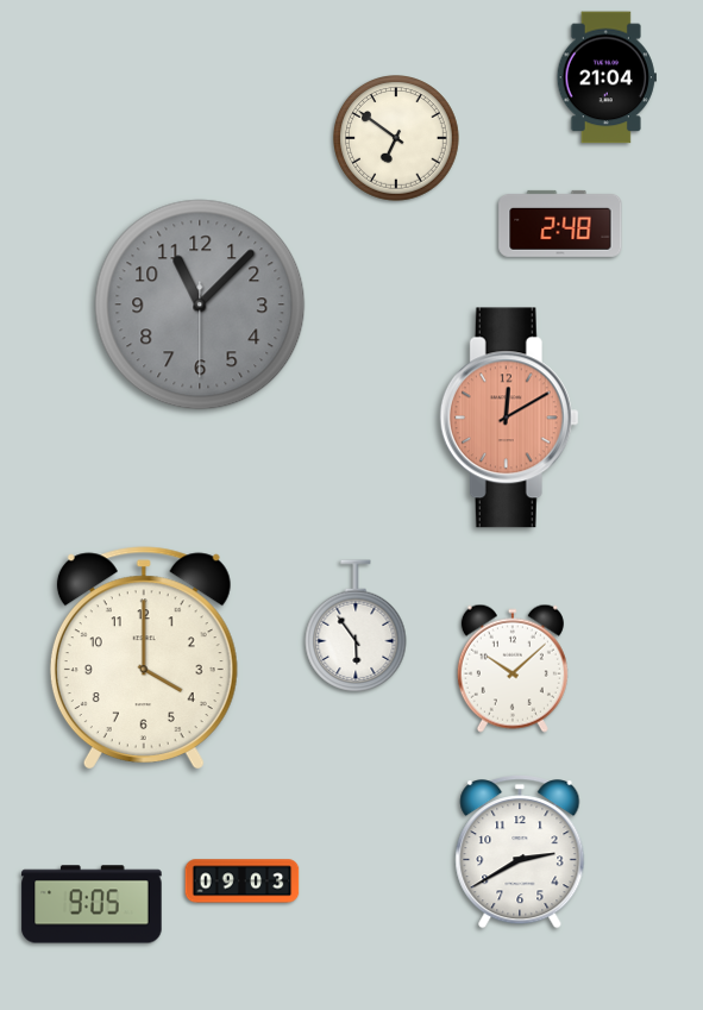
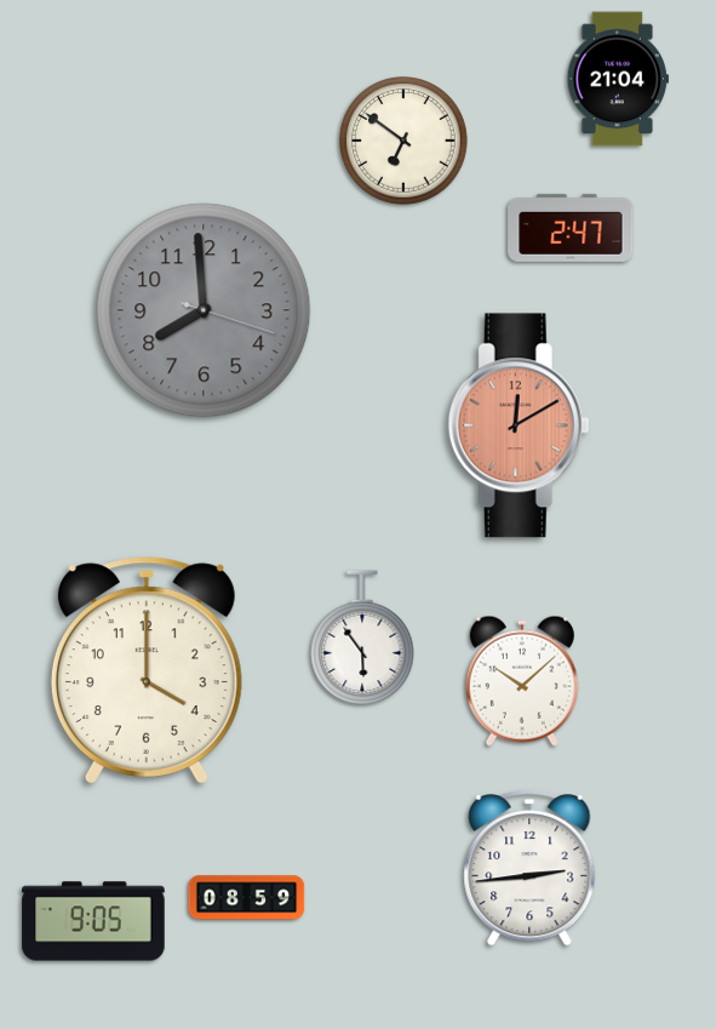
clock at (560, 224): 2:48 -> 2:47
clock at (200, 305): 11:07 -> 7:59
clock at (520, 852): 2:40 -> 2:44
clock at (243, 882): 09:03 -> 08:59
